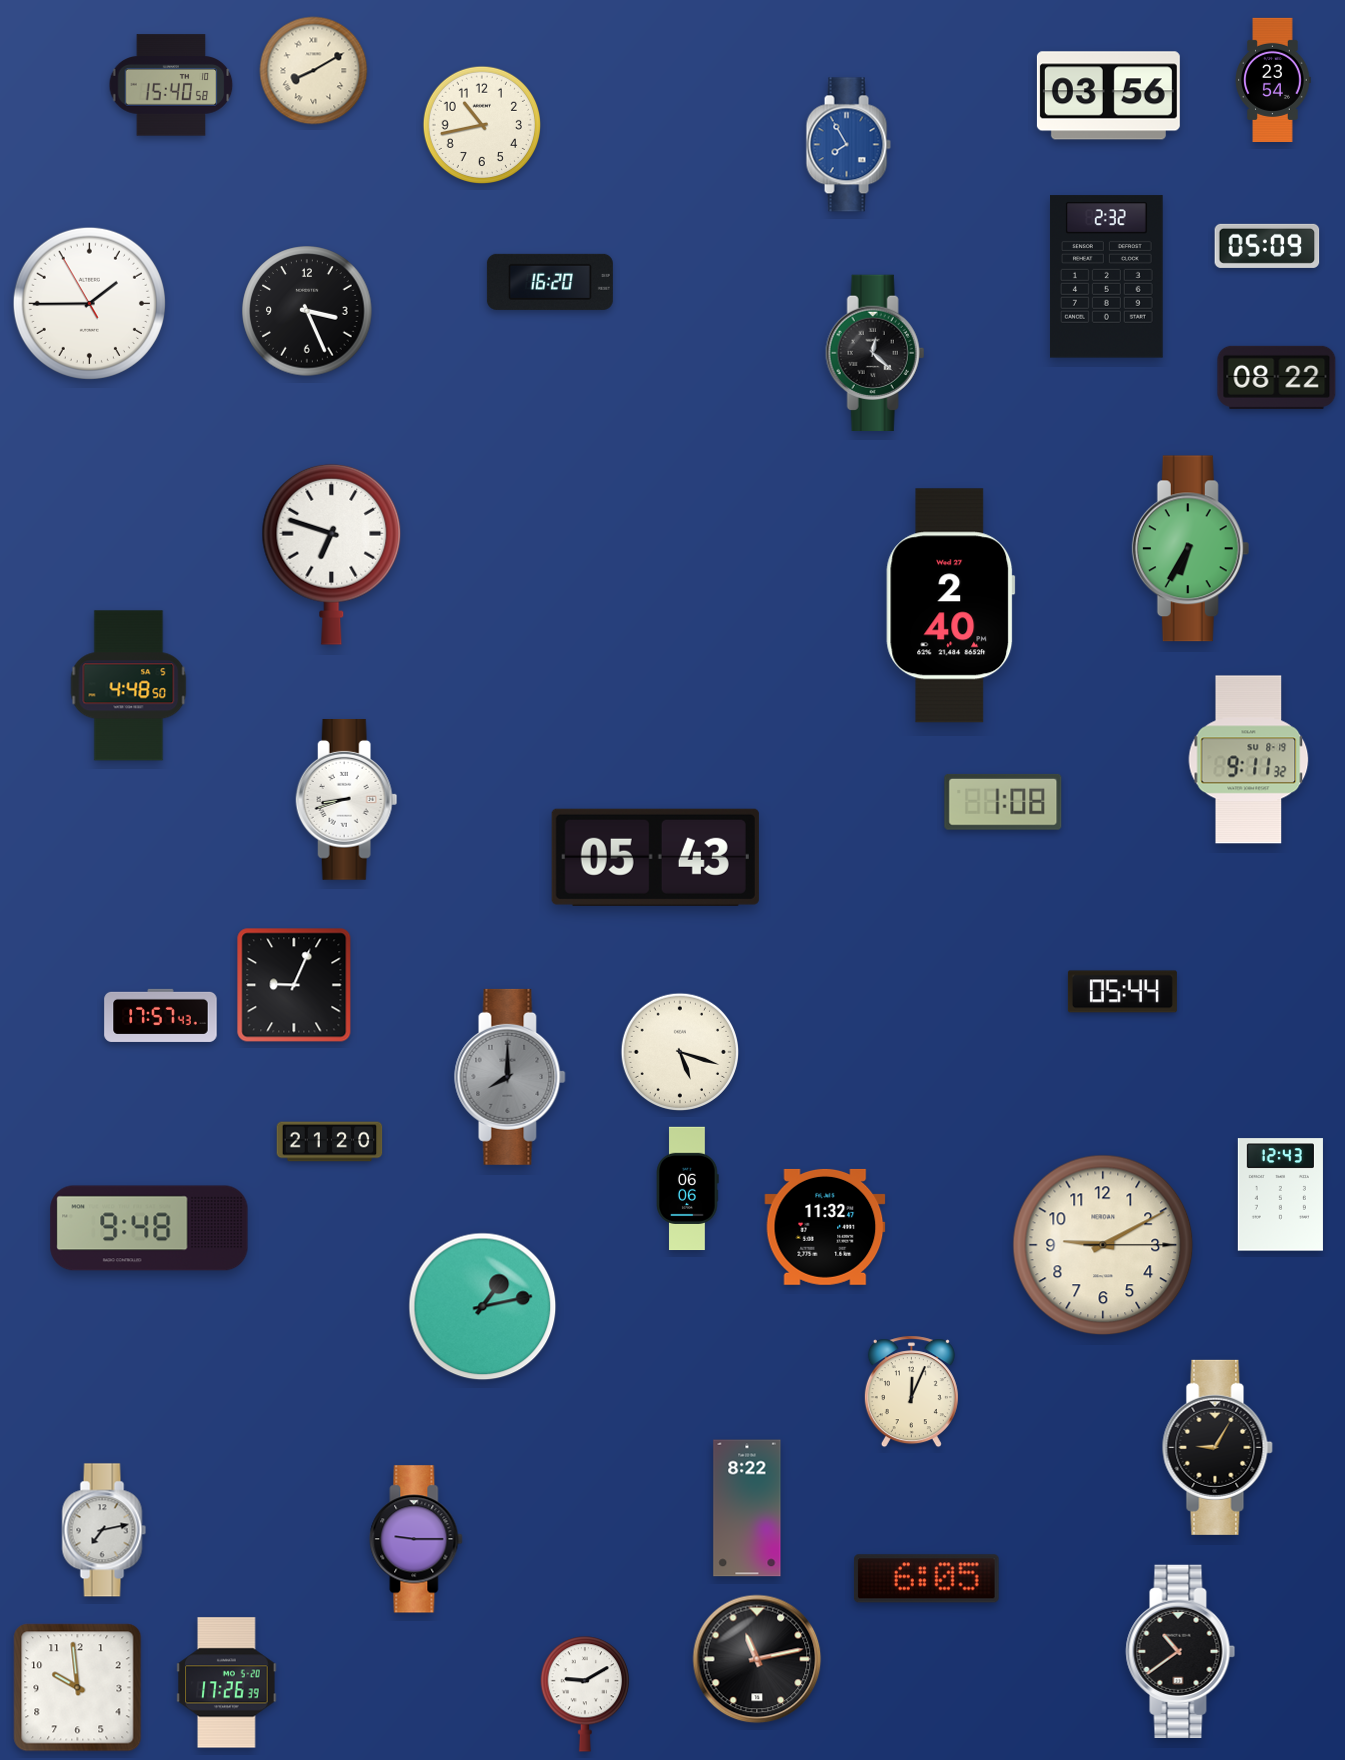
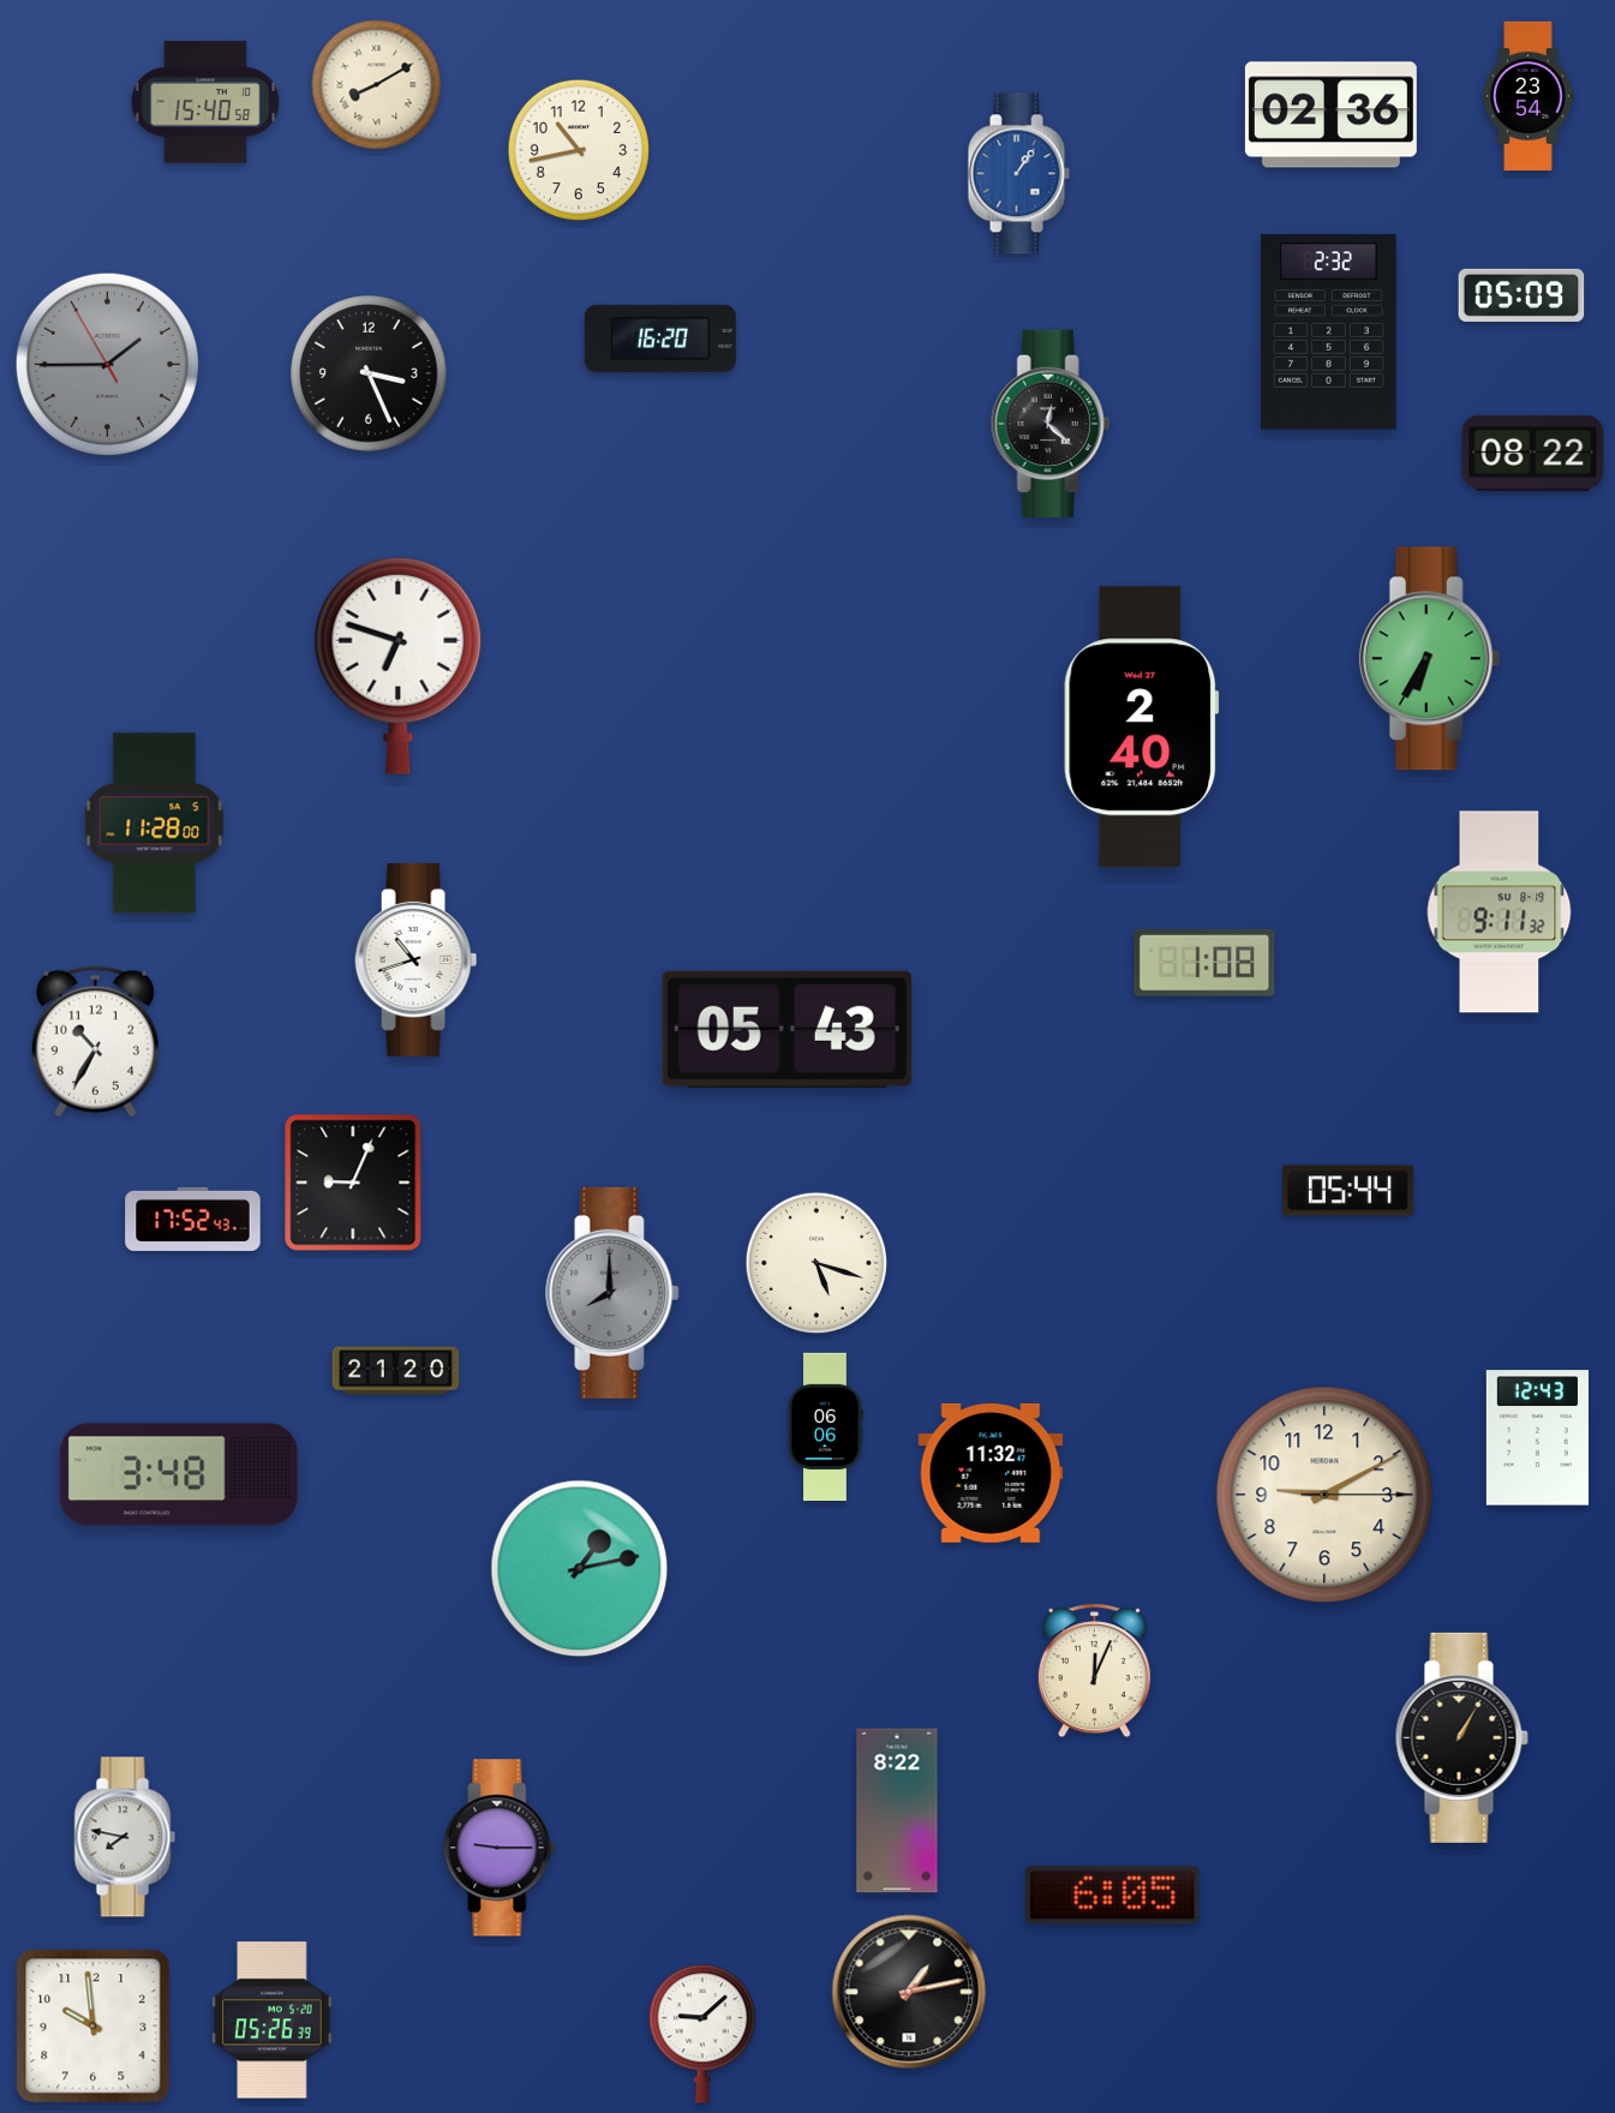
clock at (1108, 96): 03:56 -> 02:36
clock at (848, 145): 7:55 -> 1:06
clock at (89, 303) dial: white -> grey
clock at (129, 686): 4:48 -> 11:28
clock at (347, 799): 8:42 -> 10:42
clock at (95, 1042): none -> 10:35
clock at (161, 1015): 17:57 -> 17:52
clock at (1280, 1195) position: (1280, 1195) -> (1537, 1438)
clock at (149, 1228): 9:48 -> 3:48
clock at (1217, 1447): 9:05 -> 1:05
clock at (104, 1530): 7:13 -> 7:47
clock at (1181, 1651): 10:39 -> none
clock at (757, 1659): 11:13 -> 1:13
clock at (227, 1683): 17:26 -> 05:26
clock at (585, 1694): 9:10 -> 9:08
